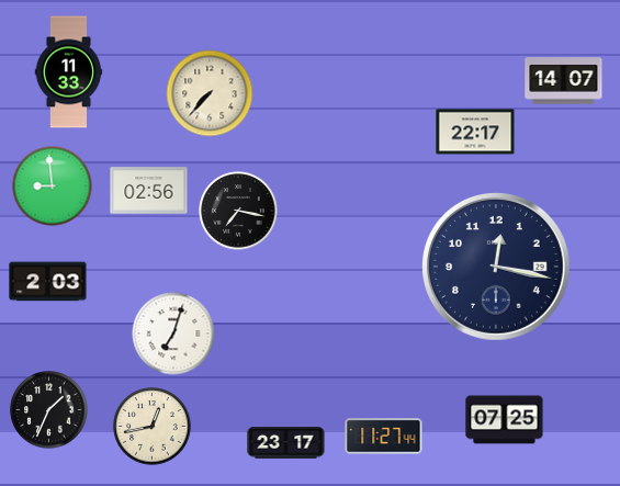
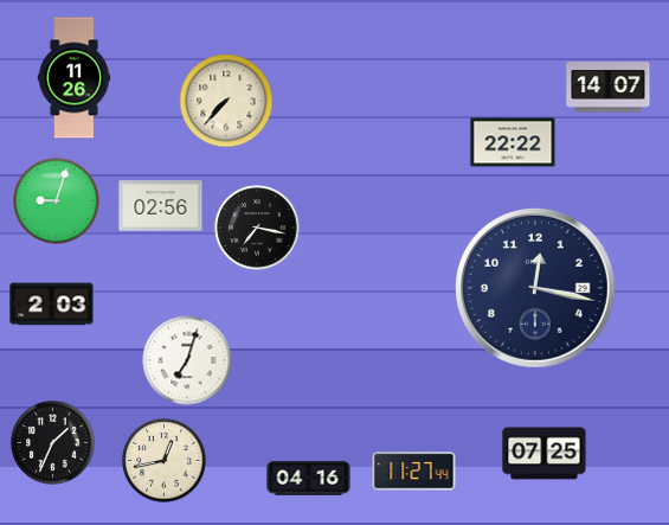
clock at (69, 72): 11:33 -> 11:26
clock at (475, 132): 22:17 -> 22:22
clock at (53, 187): 8:59 -> 9:03
clock at (286, 443): 23:17 -> 04:16
